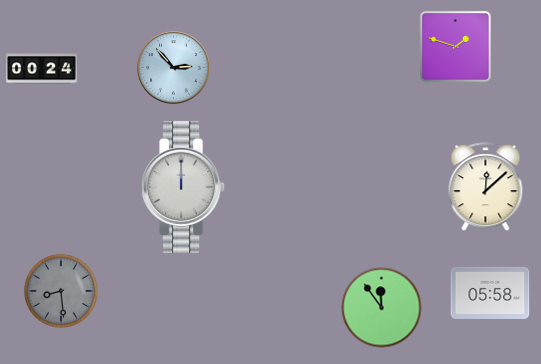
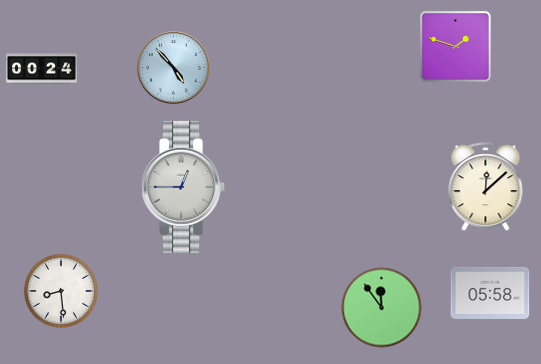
clock at (174, 68): 2:53 -> 4:53
clock at (184, 187): 12:00 -> 12:45
clock at (61, 291) dial: grey -> white
